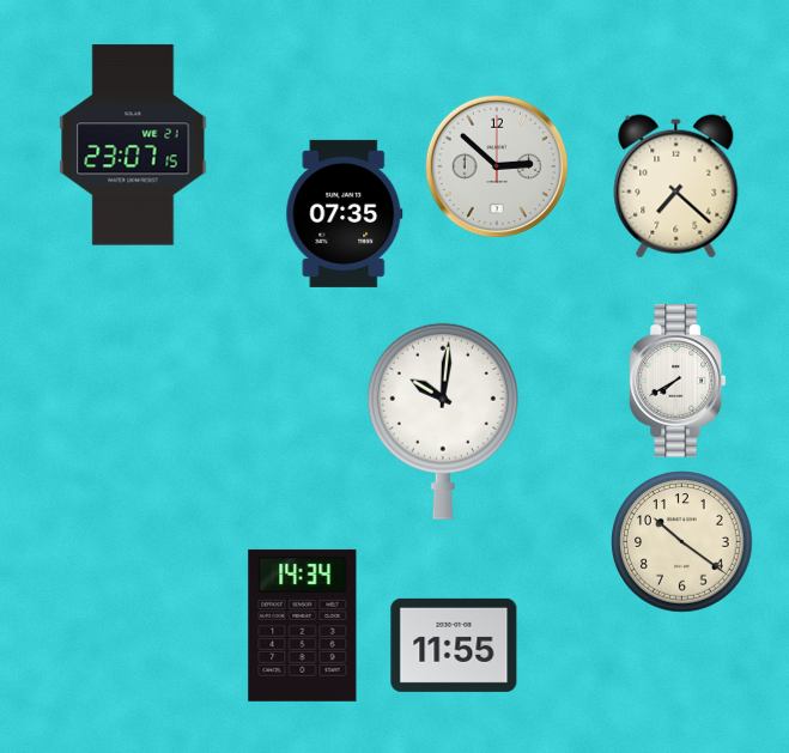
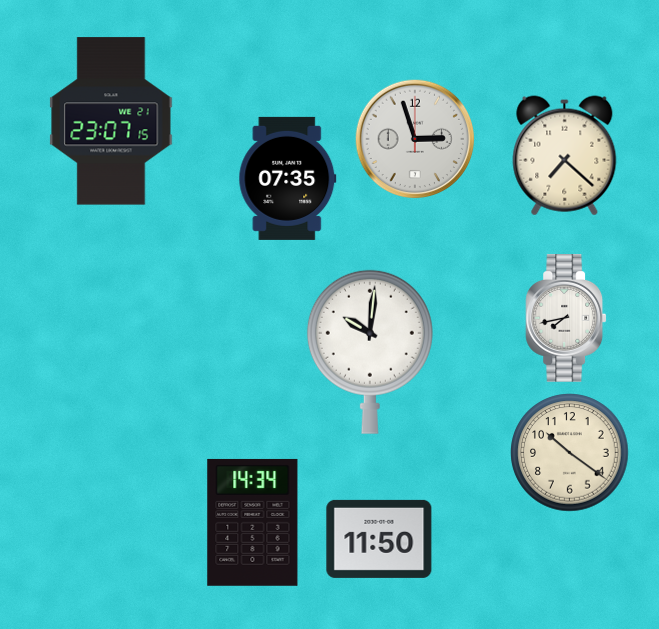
clock at (497, 166): 2:52 -> 2:57
clock at (678, 382): 7:40 -> 7:43
clock at (454, 645): 11:55 -> 11:50
